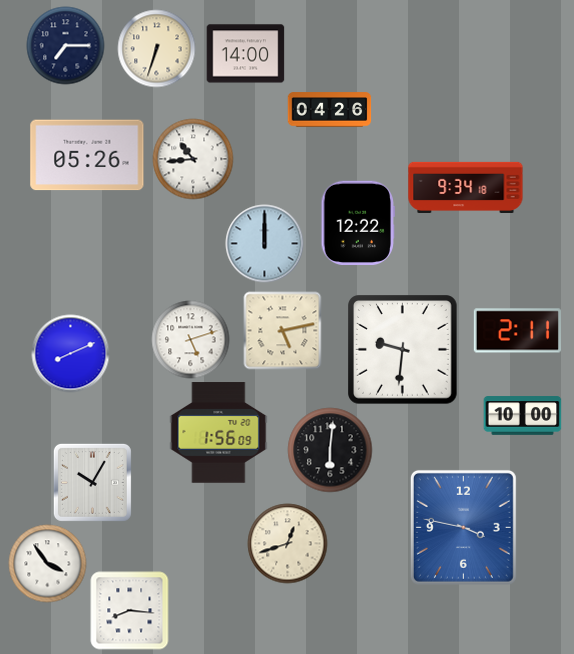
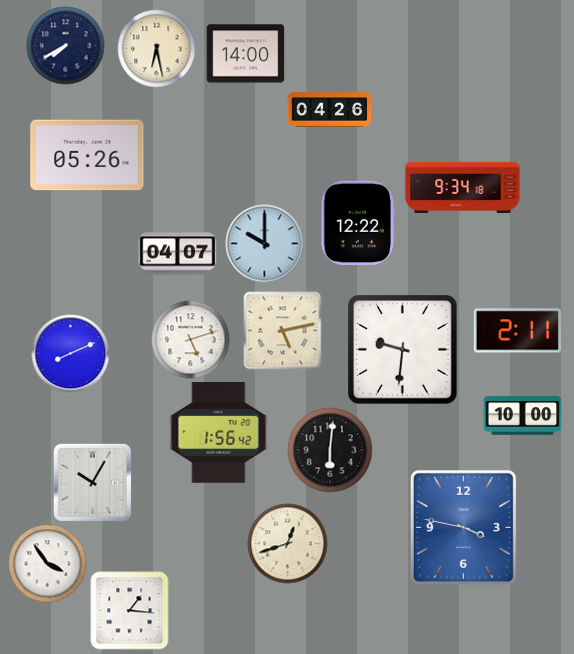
clock at (65, 45): 7:15 -> 7:40
clock at (156, 48): 6:33 -> 6:28
clock at (193, 159): 10:44 -> none
clock at (466, 187) position: (466, 187) -> (463, 187)
clock at (264, 243): 12:00 -> 10:00
clock at (177, 254): none -> 04:07
clock at (219, 433): 1:56:09 -> 1:56:42
clock at (129, 610): 8:16 -> 1:16
